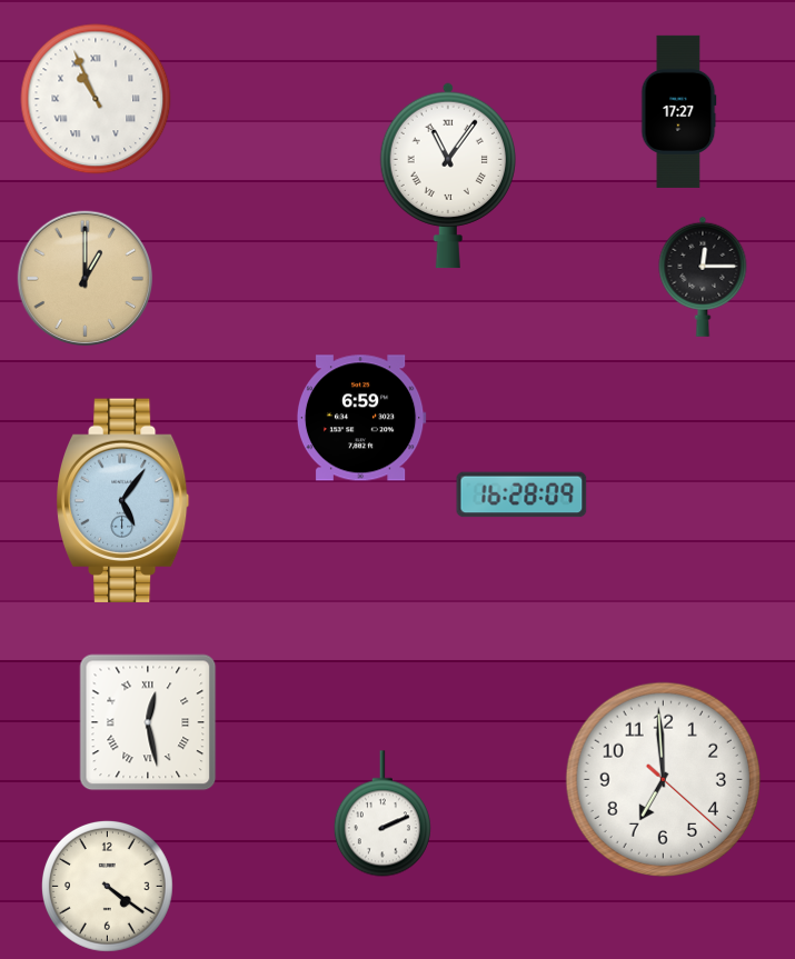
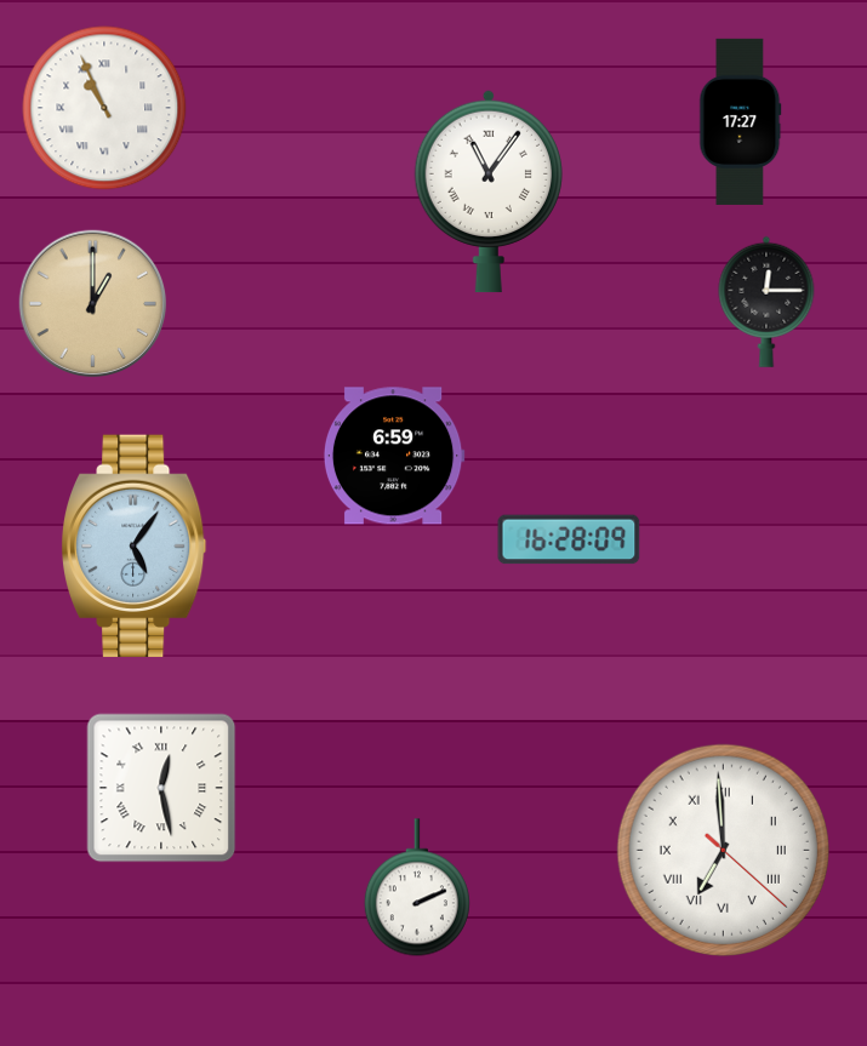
clock at (663, 779) numerals: Arabic -> Roman
clock at (107, 886): 4:21 -> none
